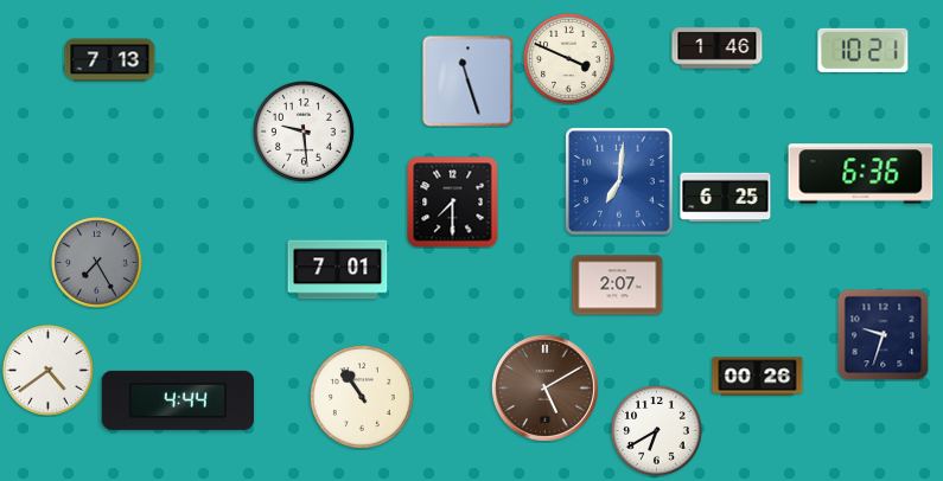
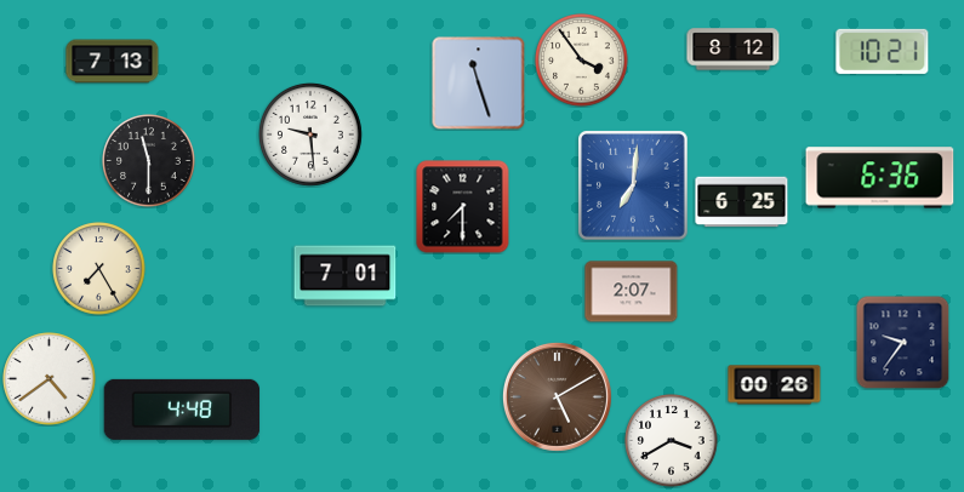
clock at (718, 49): 1:46 -> 8:12
clock at (569, 59): 3:49 -> 3:54
clock at (149, 161): none -> 11:30
clock at (97, 263) dial: grey -> cream
clock at (883, 334): 9:33 -> 9:36
clock at (362, 397): 10:54 -> none
clock at (178, 400): 4:44 -> 4:48
clock at (657, 431): 6:40 -> 3:40
